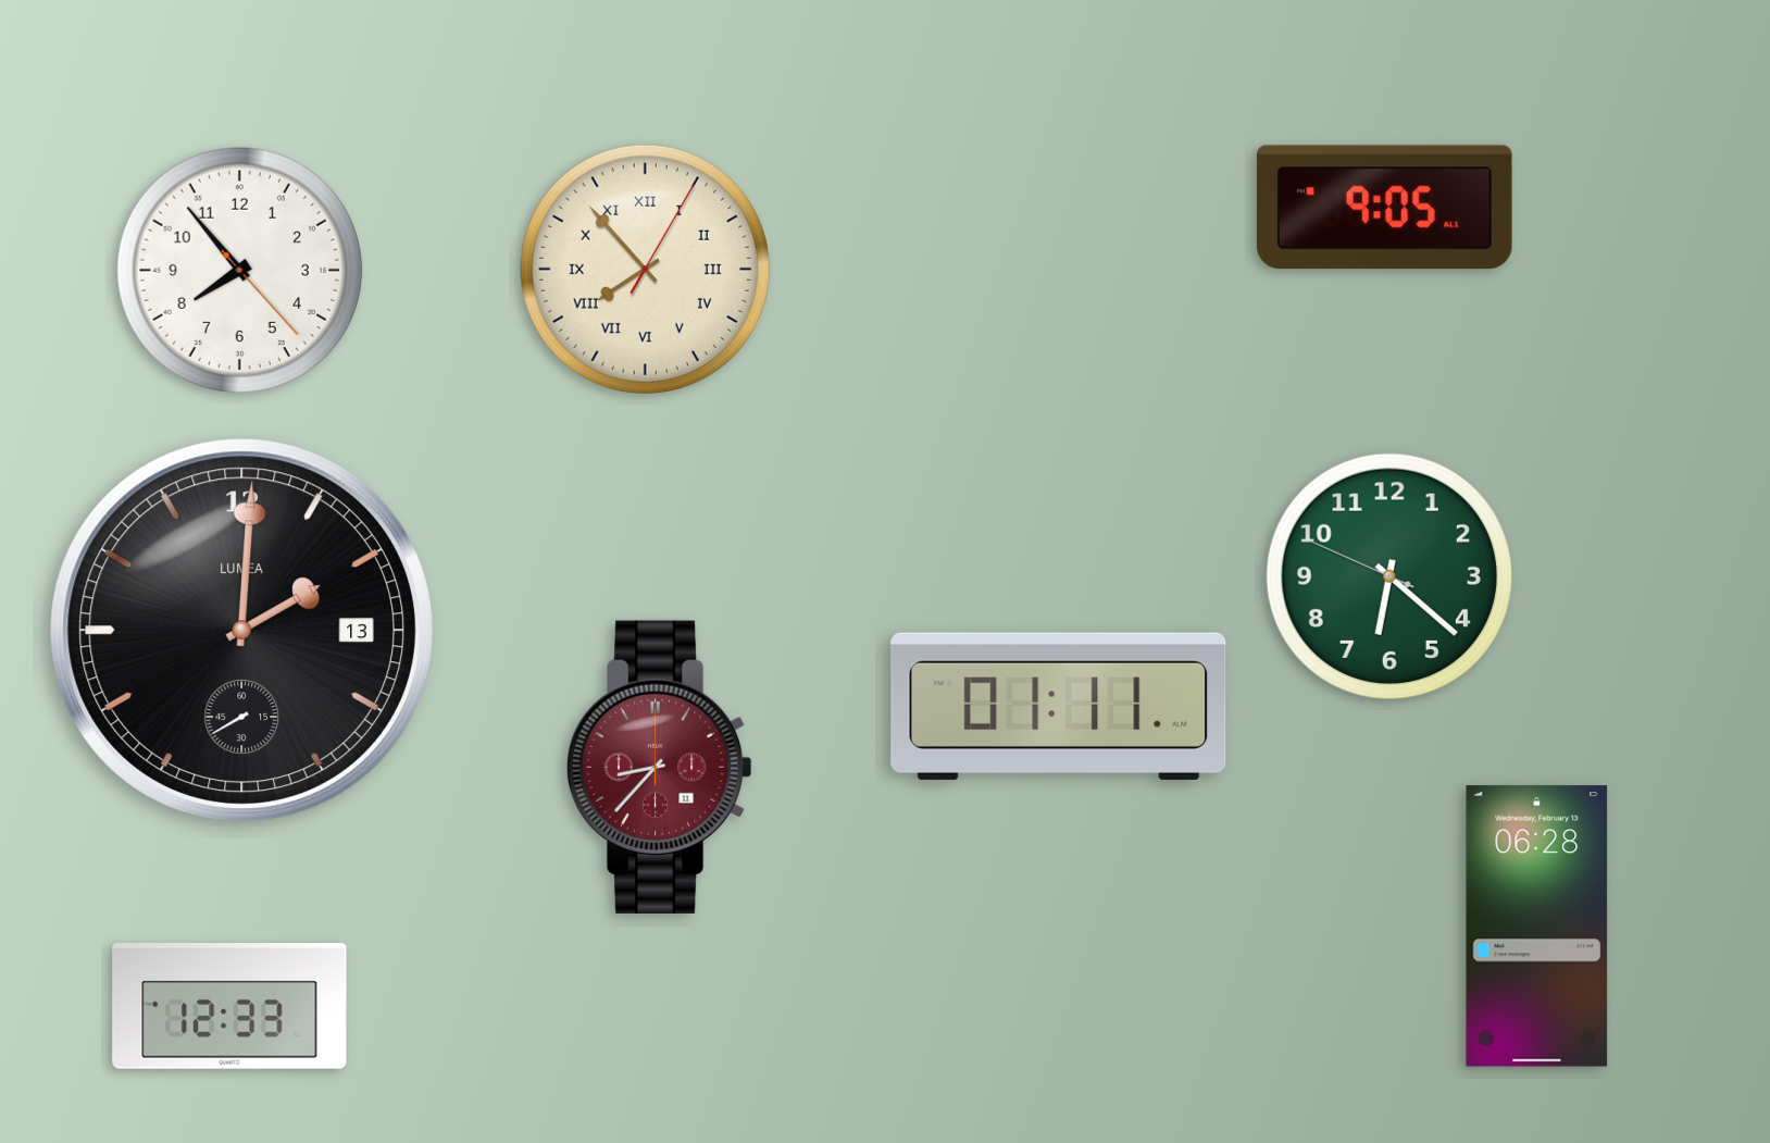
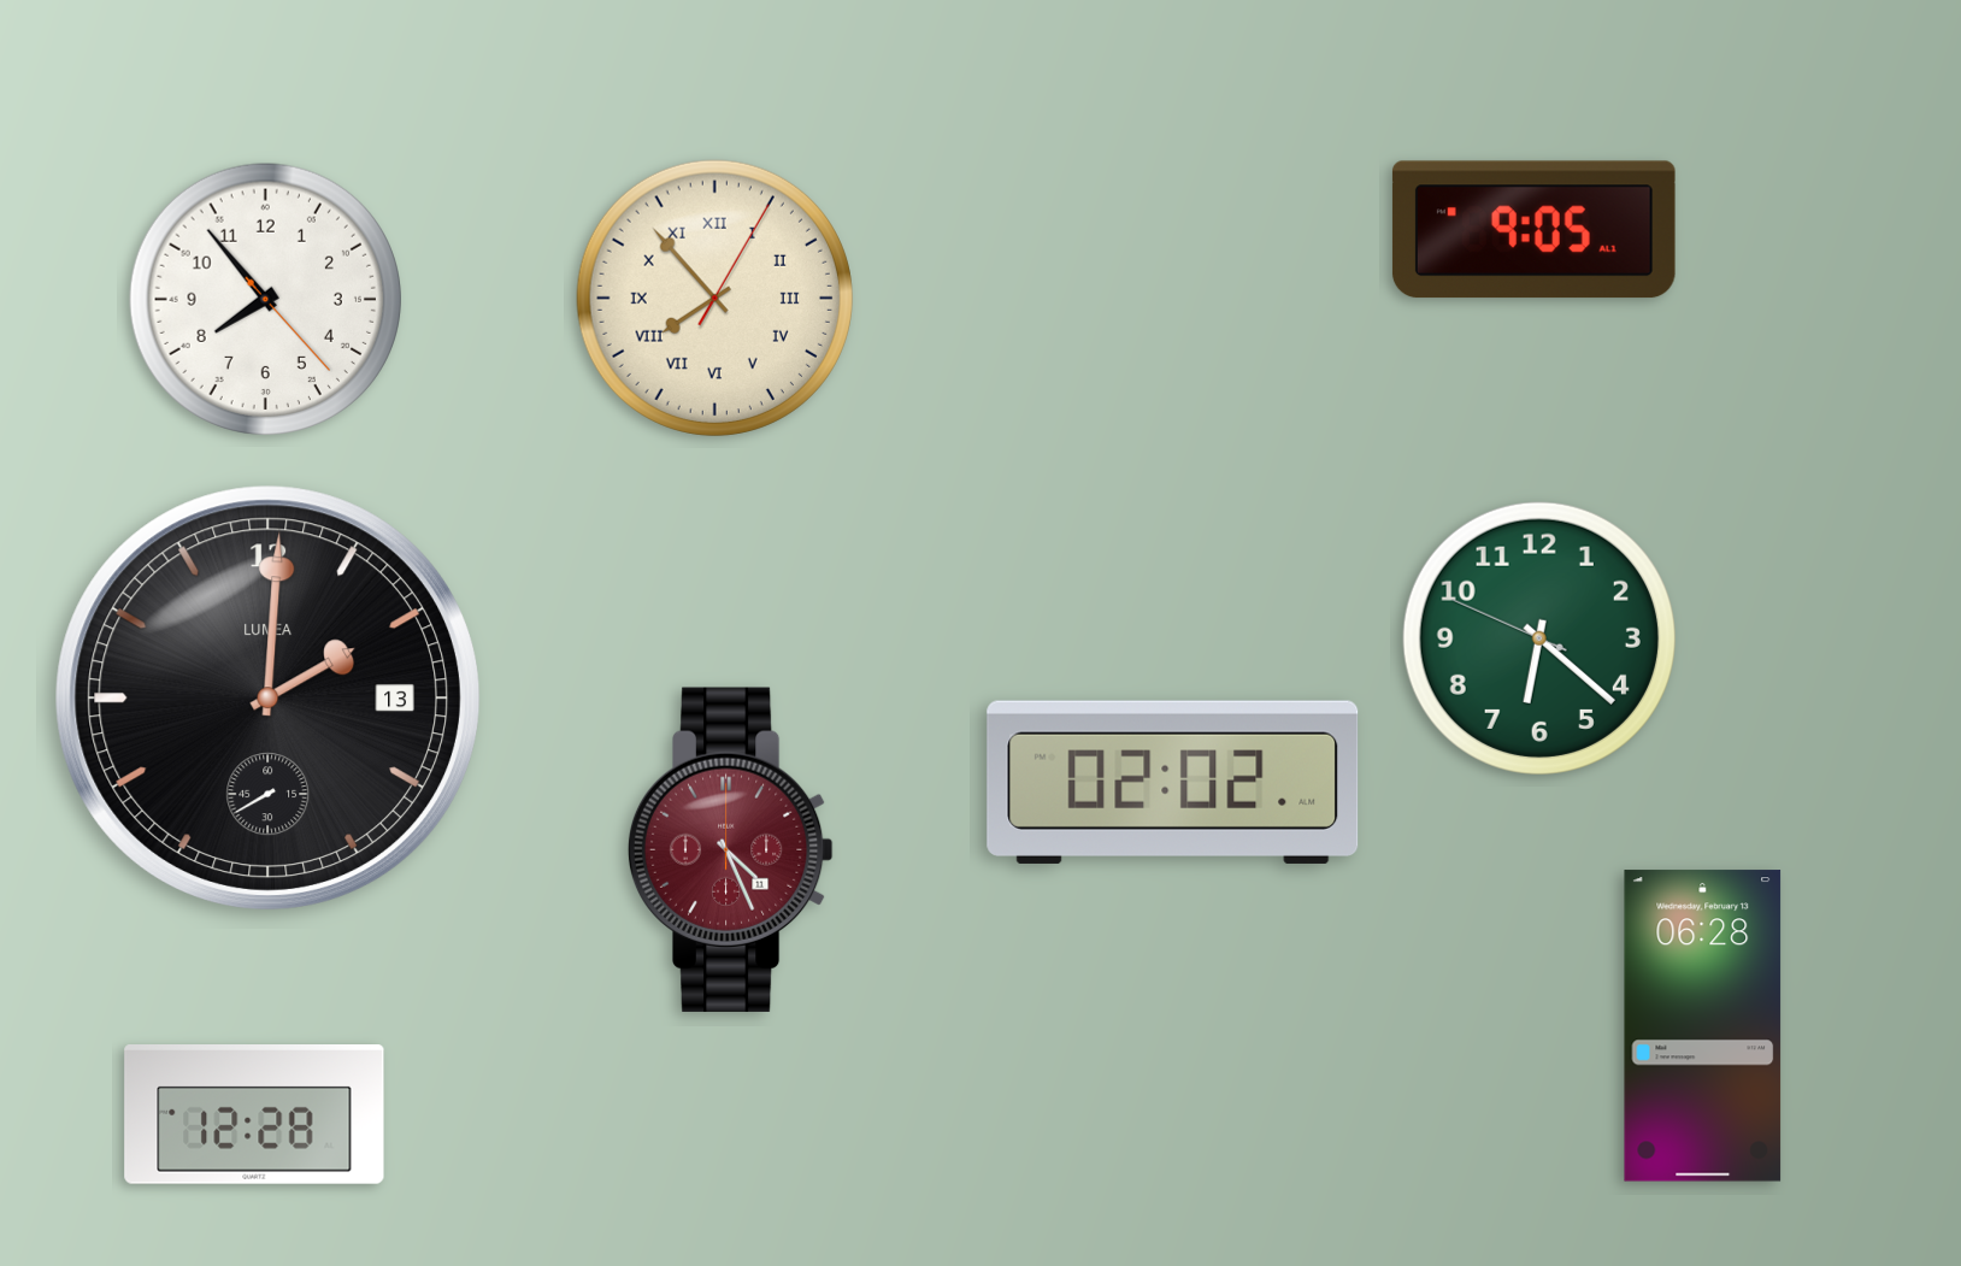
clock at (1059, 706): 01:11 -> 02:02
clock at (659, 767): 8:37 -> 4:26
clock at (229, 1007): 12:33 -> 12:28
